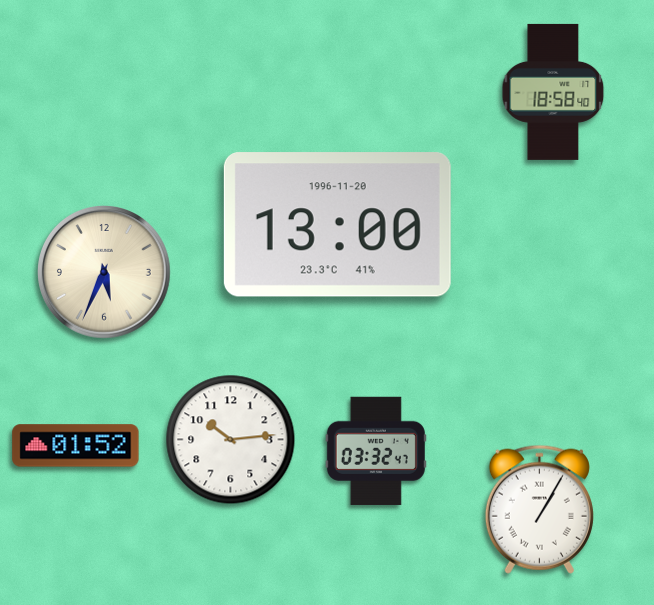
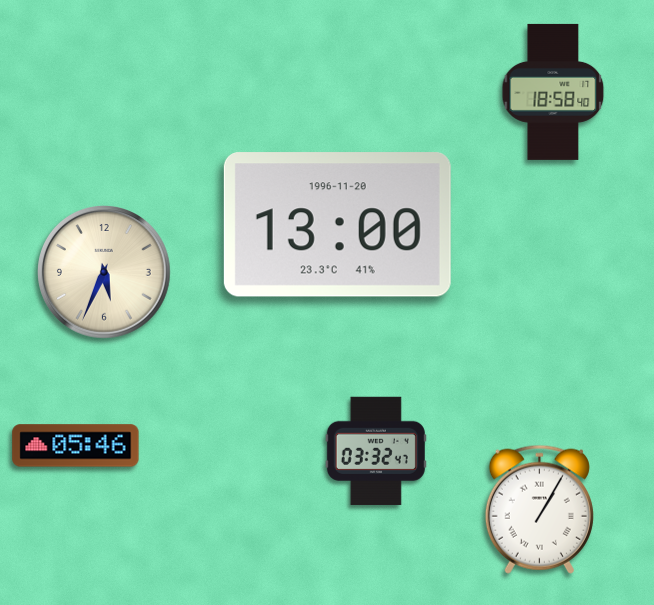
clock at (231, 440): 10:14 -> none
clock at (76, 446): 01:52 -> 05:46
